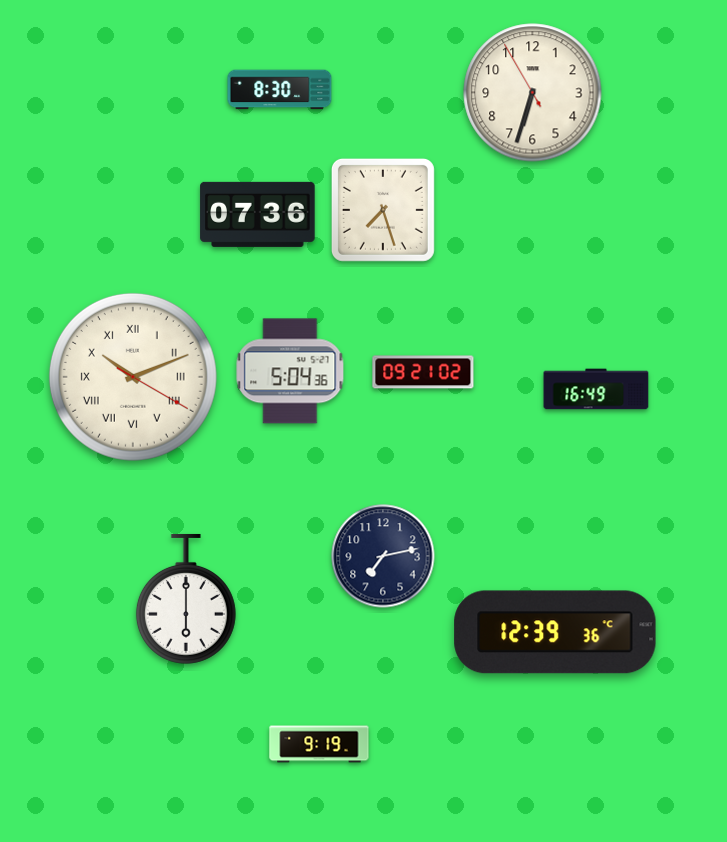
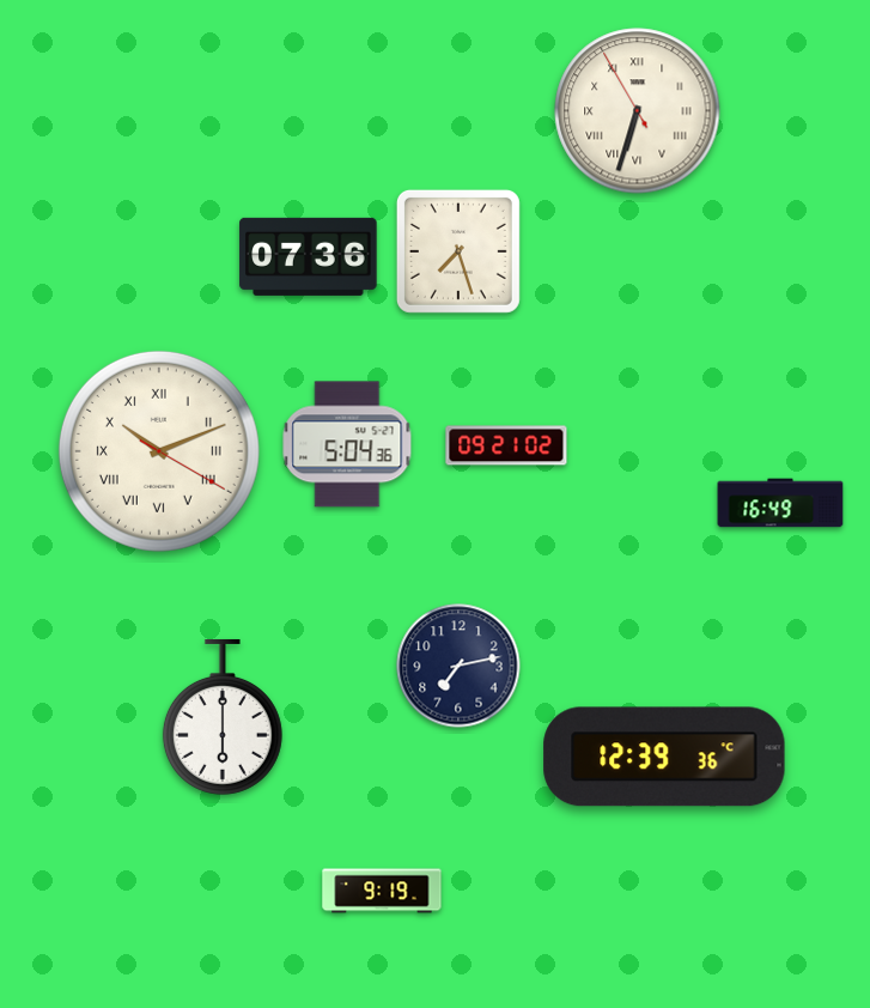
clock at (280, 90): 8:30 -> none
clock at (533, 93) numerals: Arabic -> Roman
clock at (596, 389) position: (596, 389) -> (780, 503)
